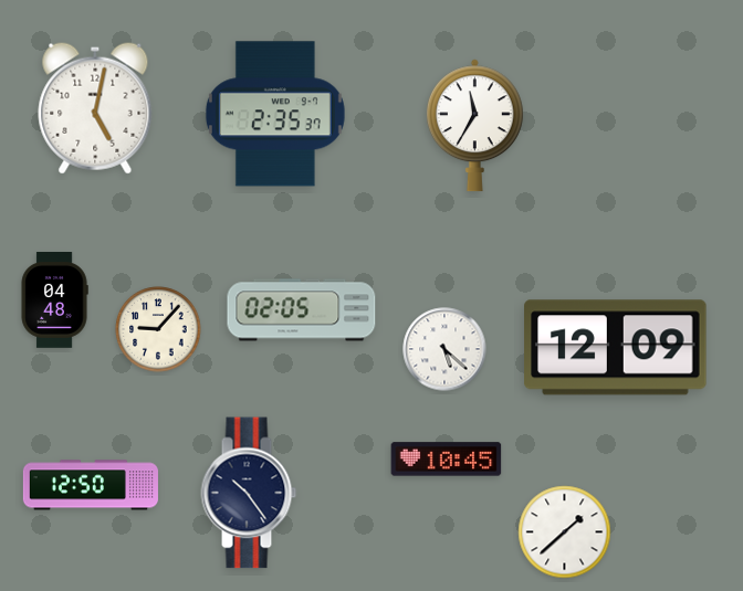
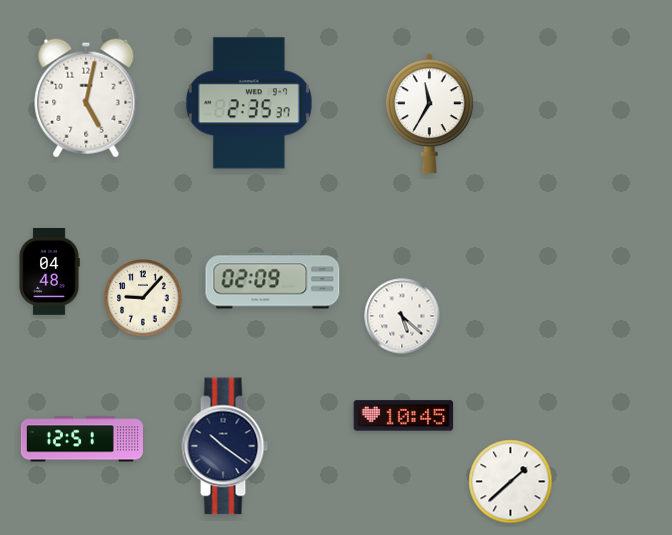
clock at (302, 310): 02:05 -> 02:09
clock at (616, 348): 12:09 -> none
clock at (91, 485): 12:50 -> 12:51
clock at (249, 493): 10:24 -> 10:21
